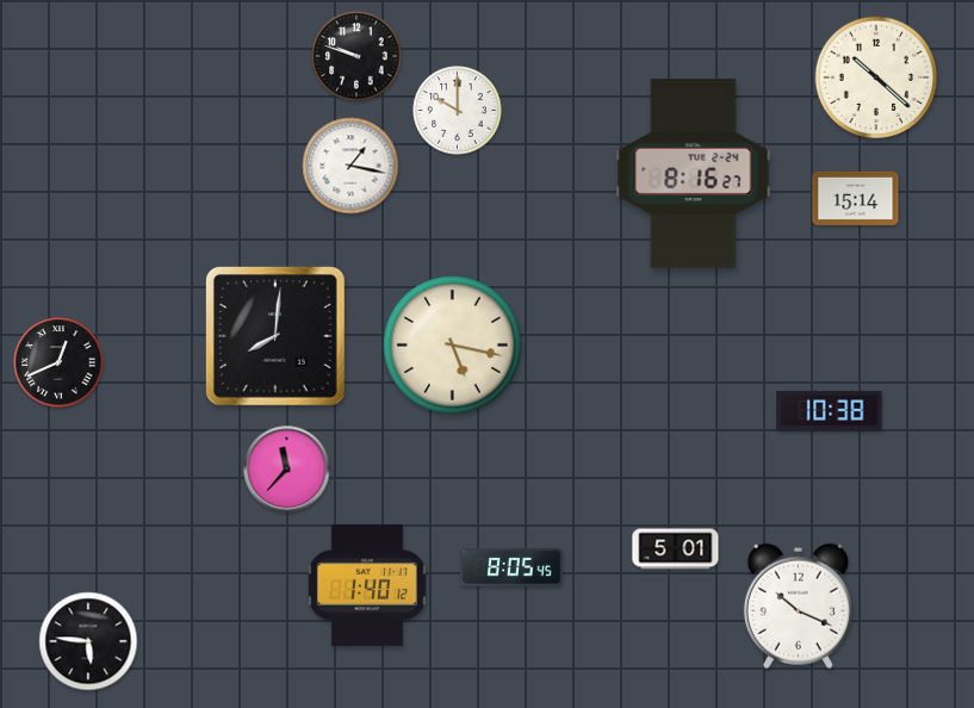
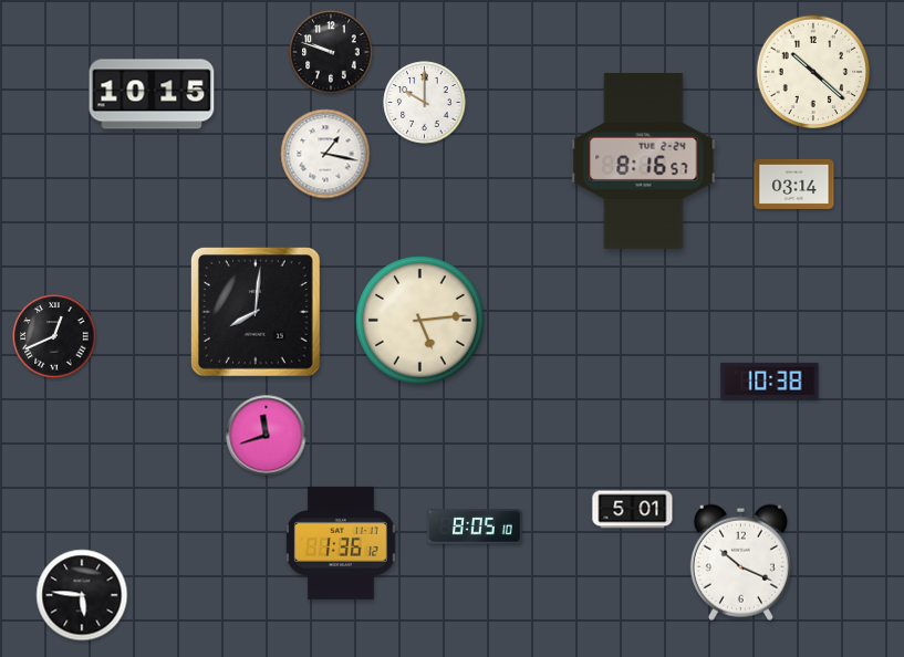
clock at (152, 94): none -> 10:15
clock at (694, 173): 8:16:27 -> 8:16:57
clock at (856, 198): 15:14 -> 03:14
clock at (453, 346): 5:17 -> 5:14
clock at (287, 470): 11:37 -> 11:42
clock at (676, 549) position: (676, 549) -> (633, 510)
clock at (511, 567): 8:05:45 -> 8:05:10
clock at (367, 585): 1:40 -> 1:36
